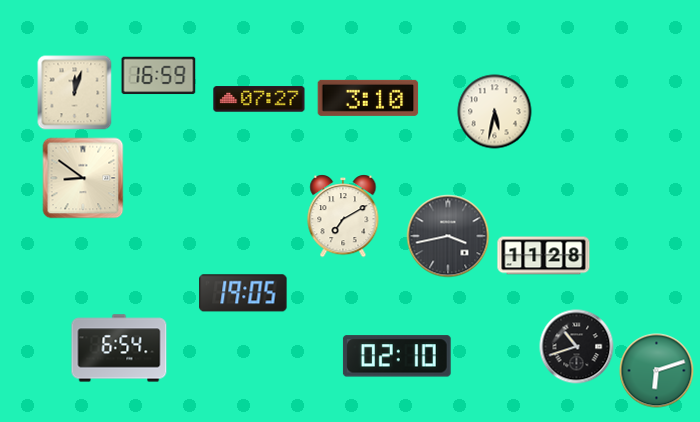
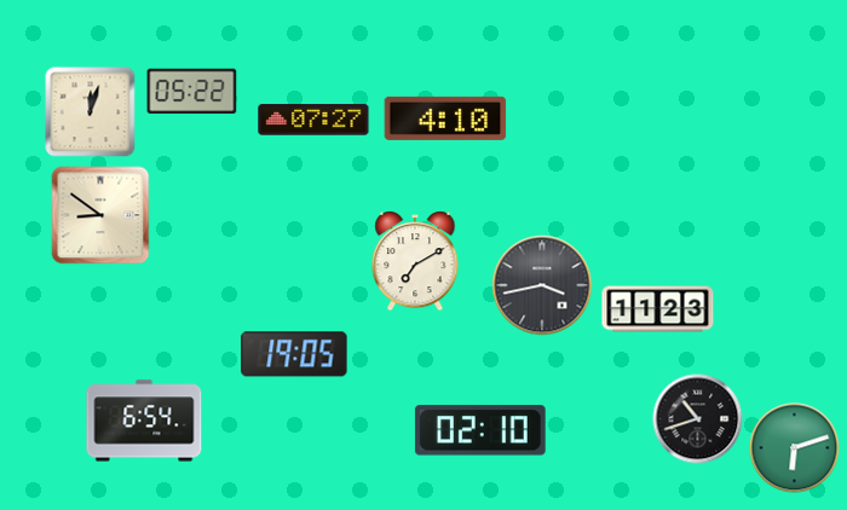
clock at (159, 76): 16:59 -> 05:22
clock at (368, 98): 3:10 -> 4:10
clock at (495, 112): 5:32 -> none
clock at (544, 256): 11:28 -> 11:23
